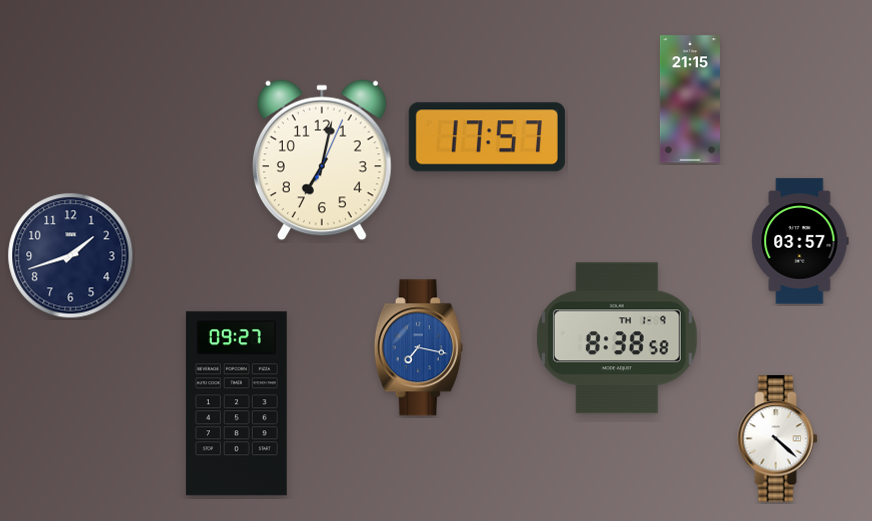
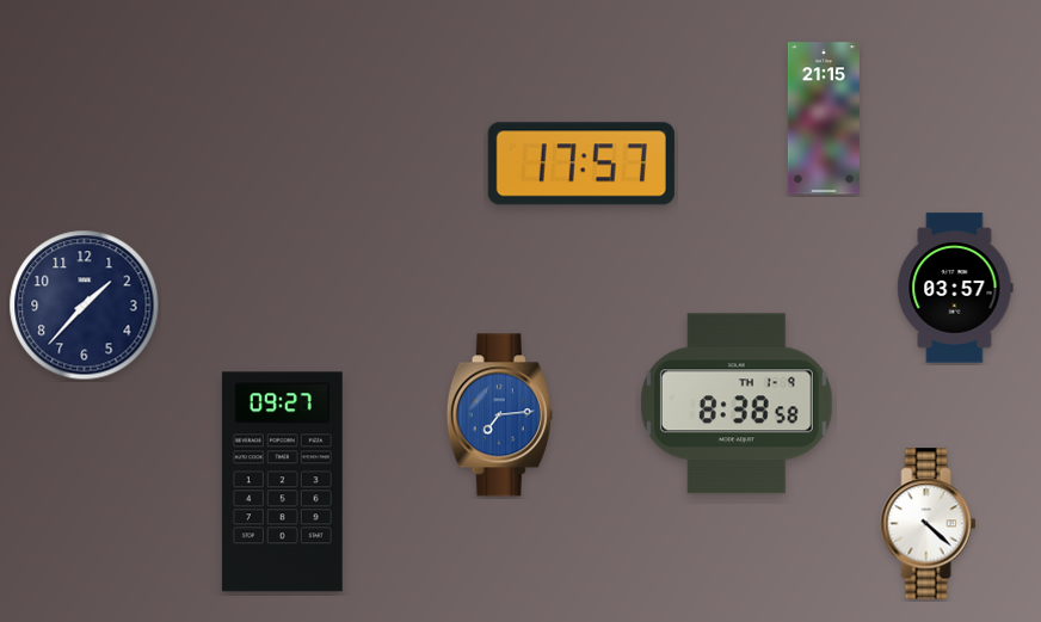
clock at (322, 160): 7:02 -> none
clock at (71, 256): 1:42 -> 1:37
clock at (418, 348): 7:17 -> 7:14
